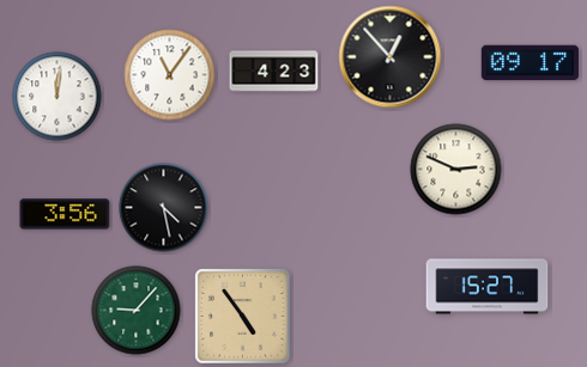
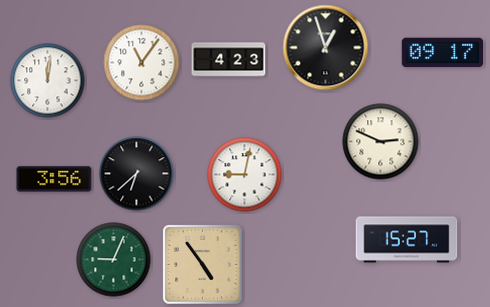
clock at (391, 57): 12:53 -> 12:57
clock at (164, 208): 4:28 -> 6:38
clock at (245, 175): none -> 9:02
clock at (137, 311): 9:07 -> 9:04
